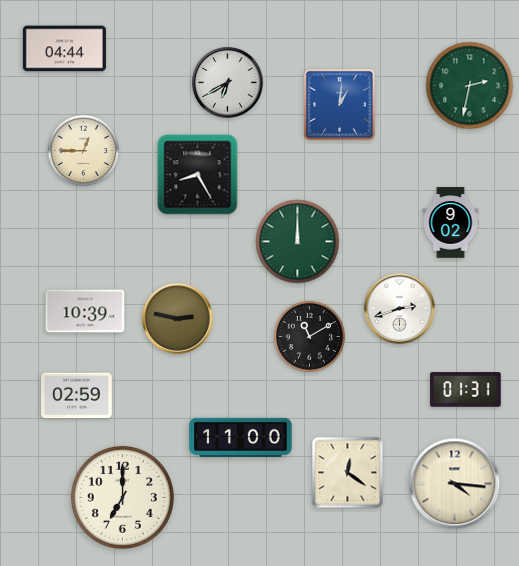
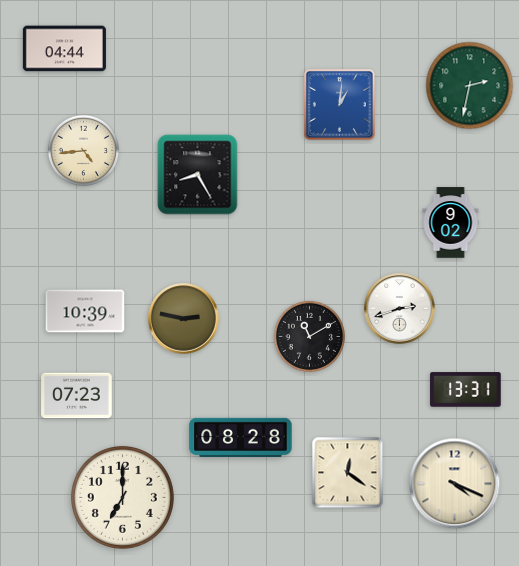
clock at (228, 83): 6:40 -> none
clock at (83, 150): 12:45 -> 4:44
clock at (298, 242): 12:00 -> none
clock at (178, 319) position: (178, 319) -> (184, 319)
clock at (466, 390): 01:31 -> 13:31
clock at (77, 396): 02:59 -> 07:23
clock at (241, 437): 11:00 -> 08:28
clock at (455, 484): 4:16 -> 4:19
